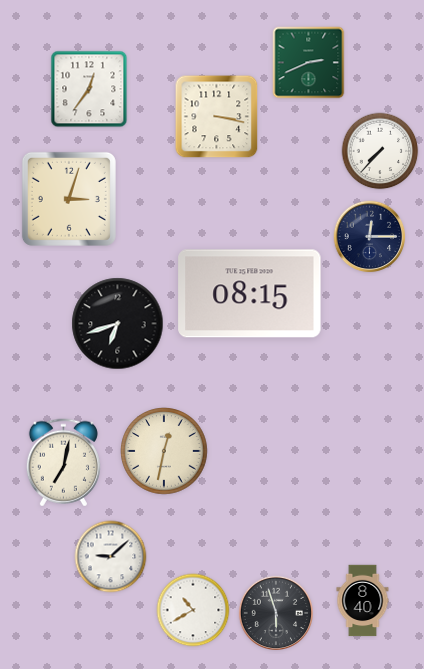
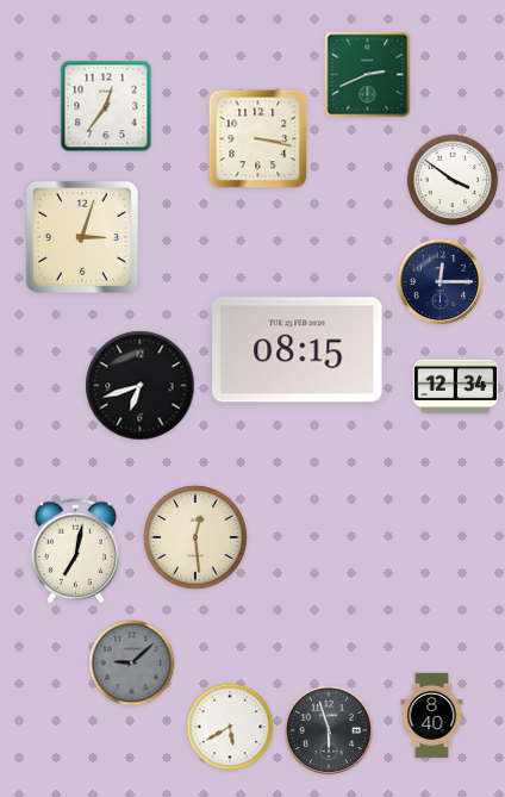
clock at (380, 151): 7:37 -> 3:51
clock at (456, 387): none -> 12:34
clock at (164, 451): 12:32 -> 12:29
clock at (111, 557) dial: white -> grey
clock at (193, 610): 10:40 -> 5:40
